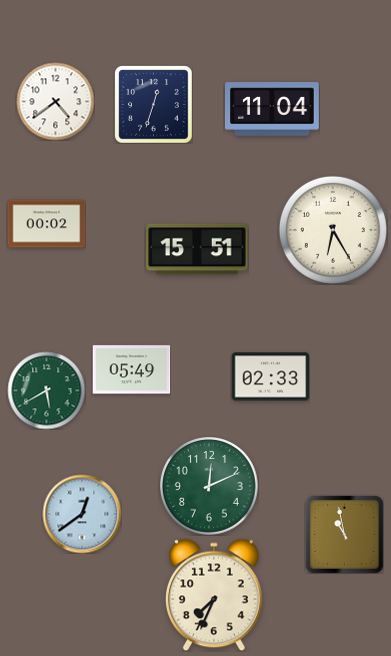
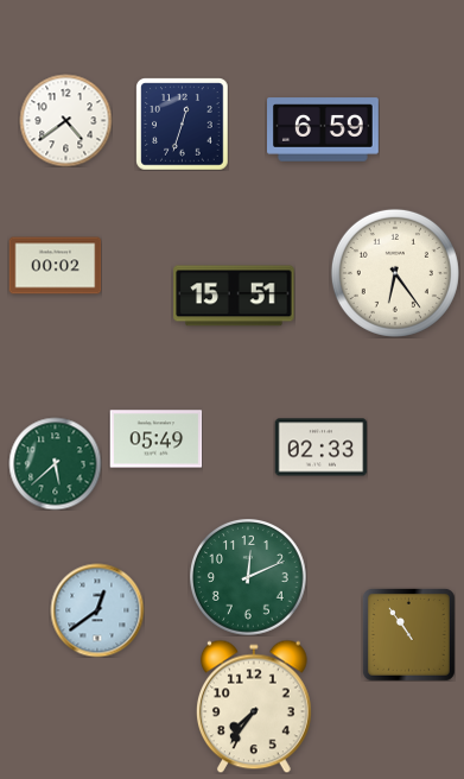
clock at (273, 109): 11:04 -> 6:59
clock at (333, 230): 6:25 -> 6:24
clock at (46, 390): 5:40 -> 5:38
clock at (344, 534): 10:58 -> 10:54
clock at (214, 595): 7:34 -> 7:36
